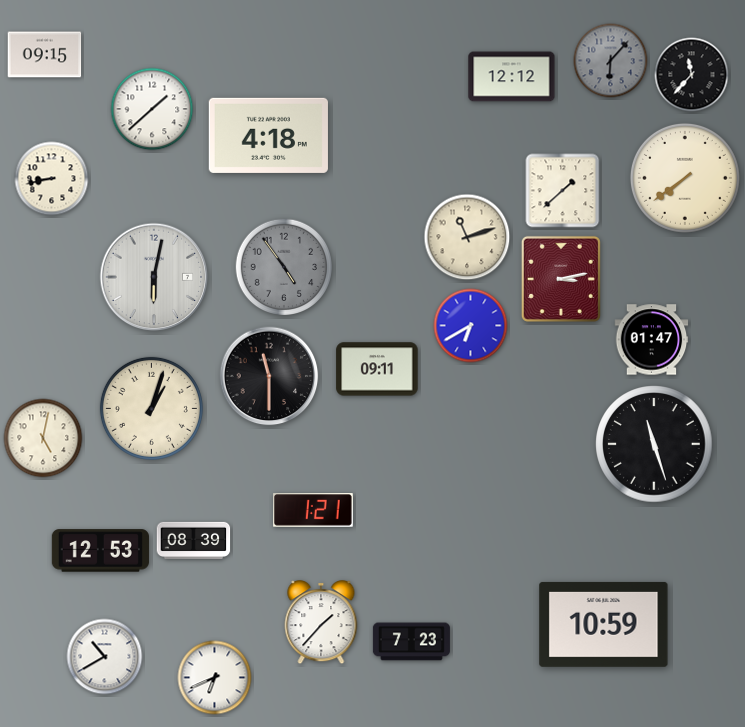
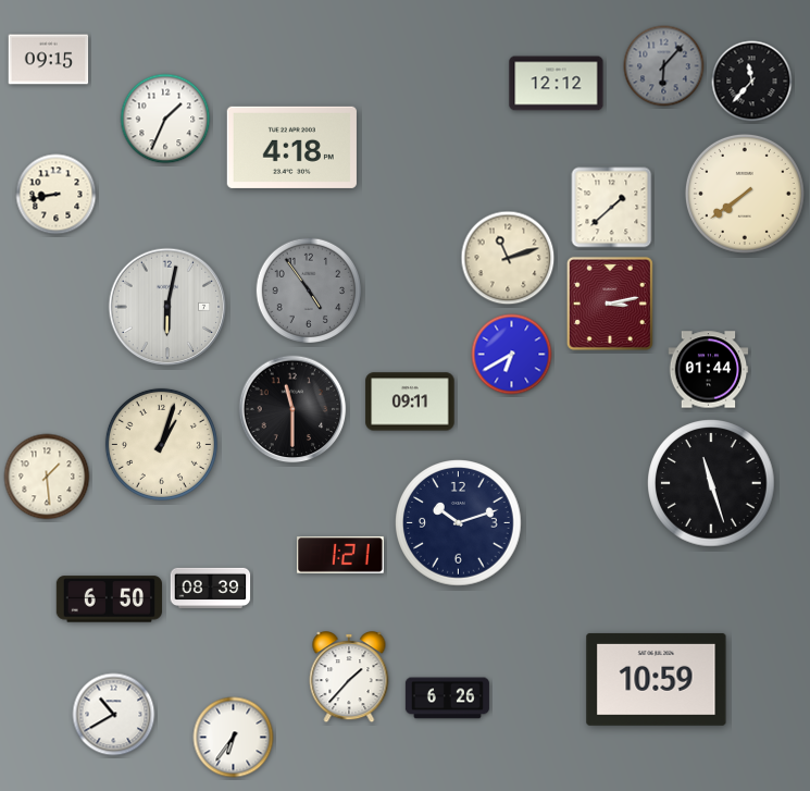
clock at (152, 109): 1:38 -> 1:34
clock at (154, 277) position: (154, 277) -> (167, 307)
clock at (652, 340): 01:47 -> 01:44
clock at (151, 408) position: (151, 408) -> (161, 444)
clock at (43, 438): 5:02 -> 1:29
clock at (459, 523): none -> 10:12
clock at (100, 551): 12:53 -> 6:50
clock at (411, 642): 7:23 -> 6:26
clock at (215, 678): 6:41 -> 6:36
